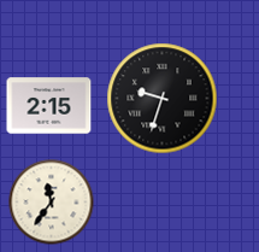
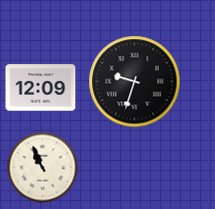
clock at (49, 106): 2:15 -> 12:09
clock at (52, 203): 11:36 -> 10:56
